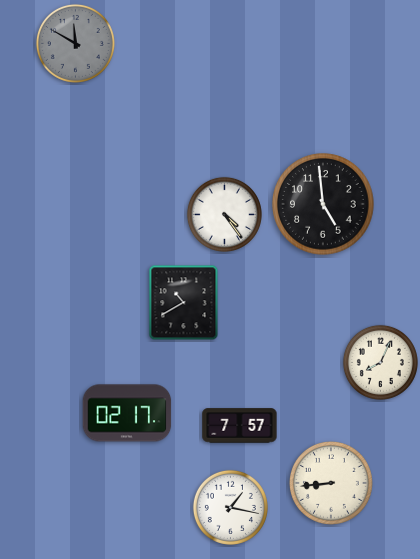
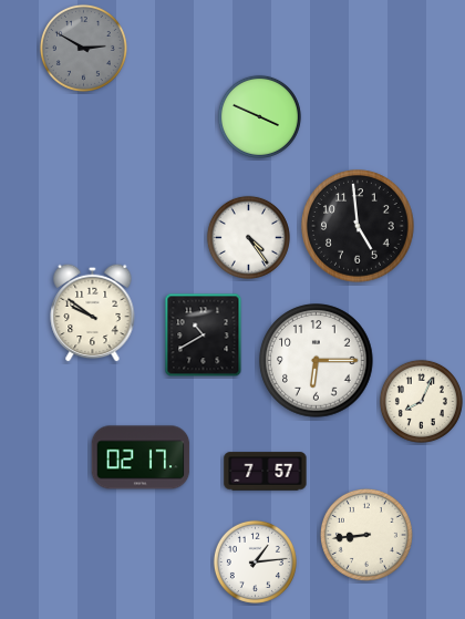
clock at (75, 43): 11:50 -> 2:50
clock at (259, 116): none -> 3:49
clock at (93, 312): none -> 9:51
clock at (317, 361): none -> 6:15
clock at (230, 507): 1:17 -> 1:14
